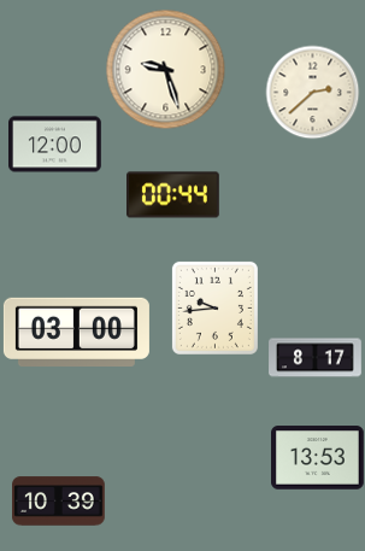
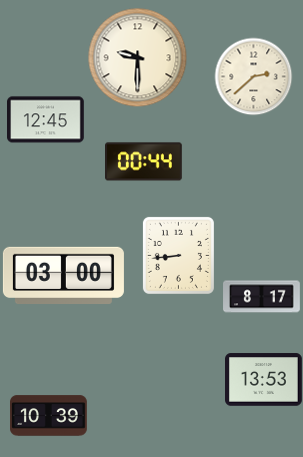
clock at (166, 70): 9:27 -> 9:30
clock at (312, 92) position: (312, 92) -> (253, 76)
clock at (55, 145): 12:00 -> 12:45
clock at (214, 307): 9:44 -> 8:44
